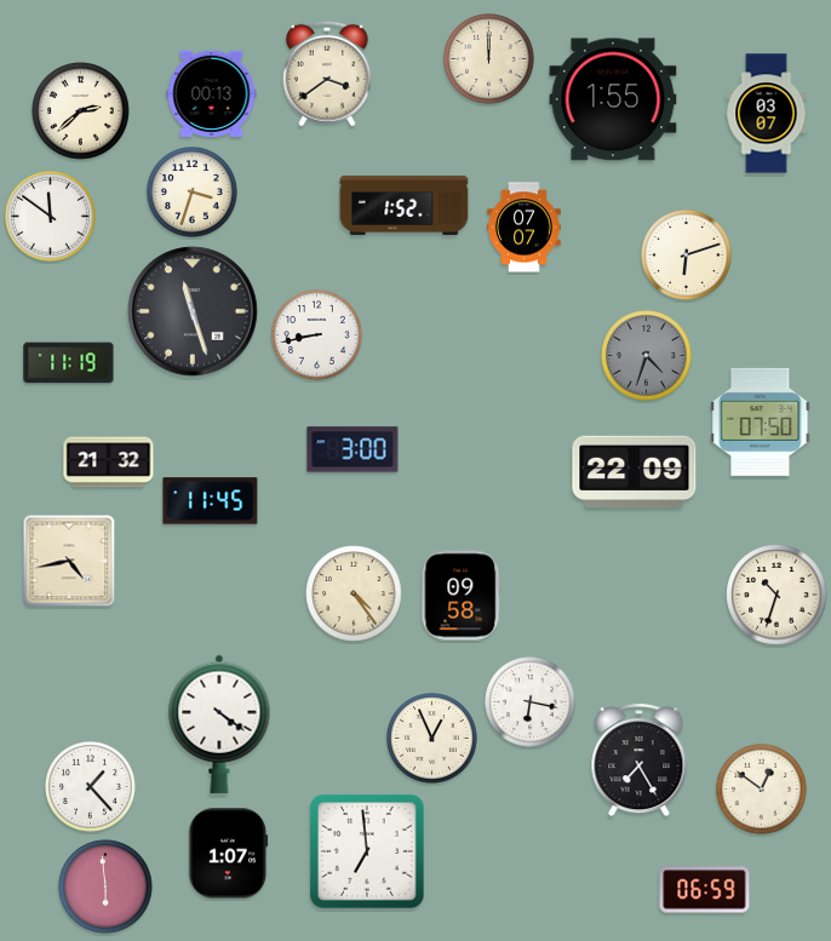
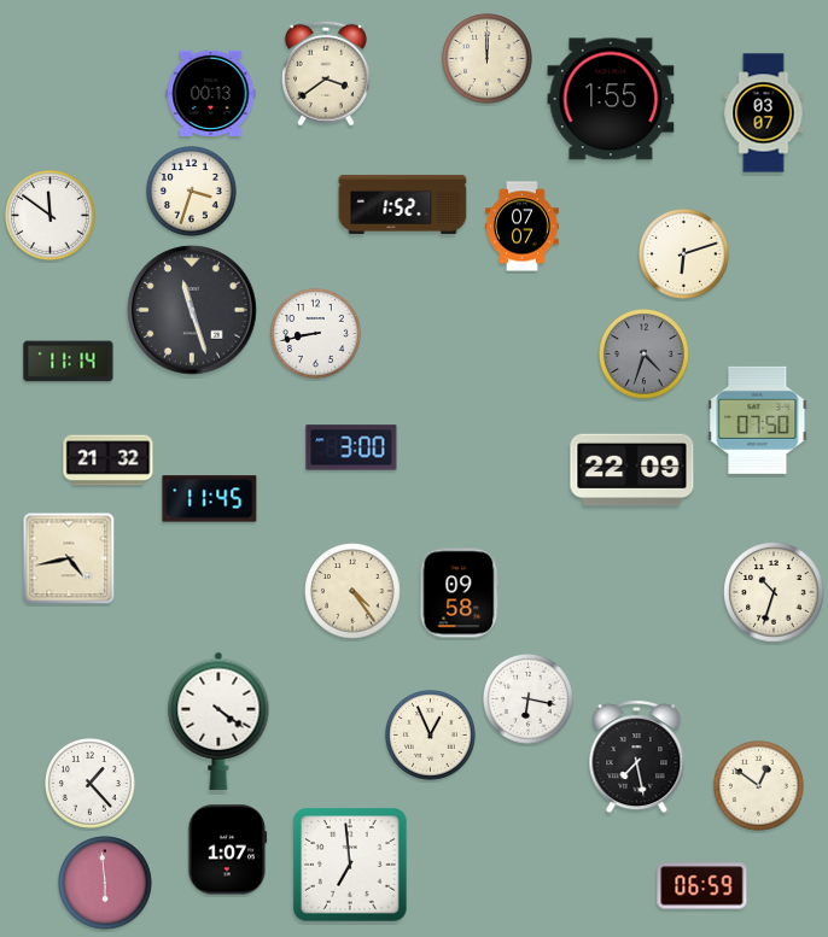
clock at (81, 111): 2:38 -> none
clock at (69, 363): 11:19 -> 11:14
clock at (640, 761): 7:25 -> 7:28
clock at (367, 851) position: (367, 851) -> (350, 865)
